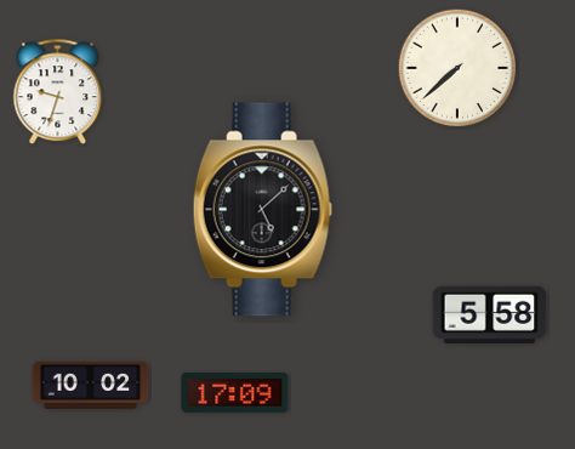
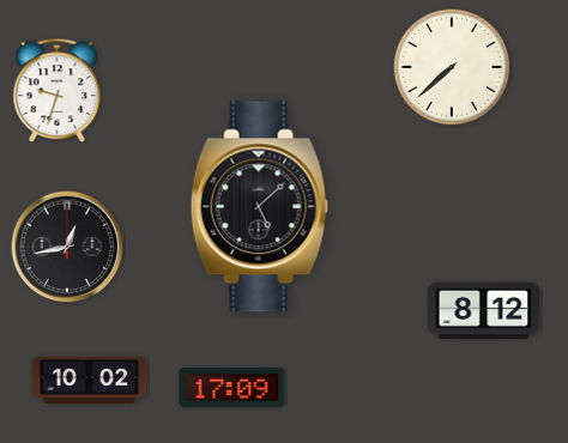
clock at (67, 247): none -> 12:43
clock at (490, 314): 5:58 -> 8:12
